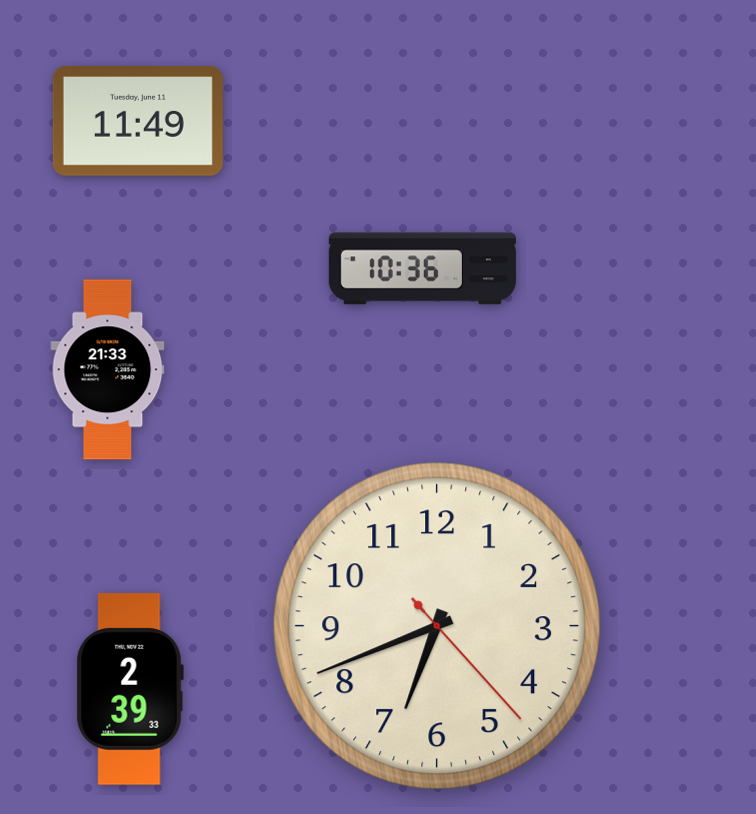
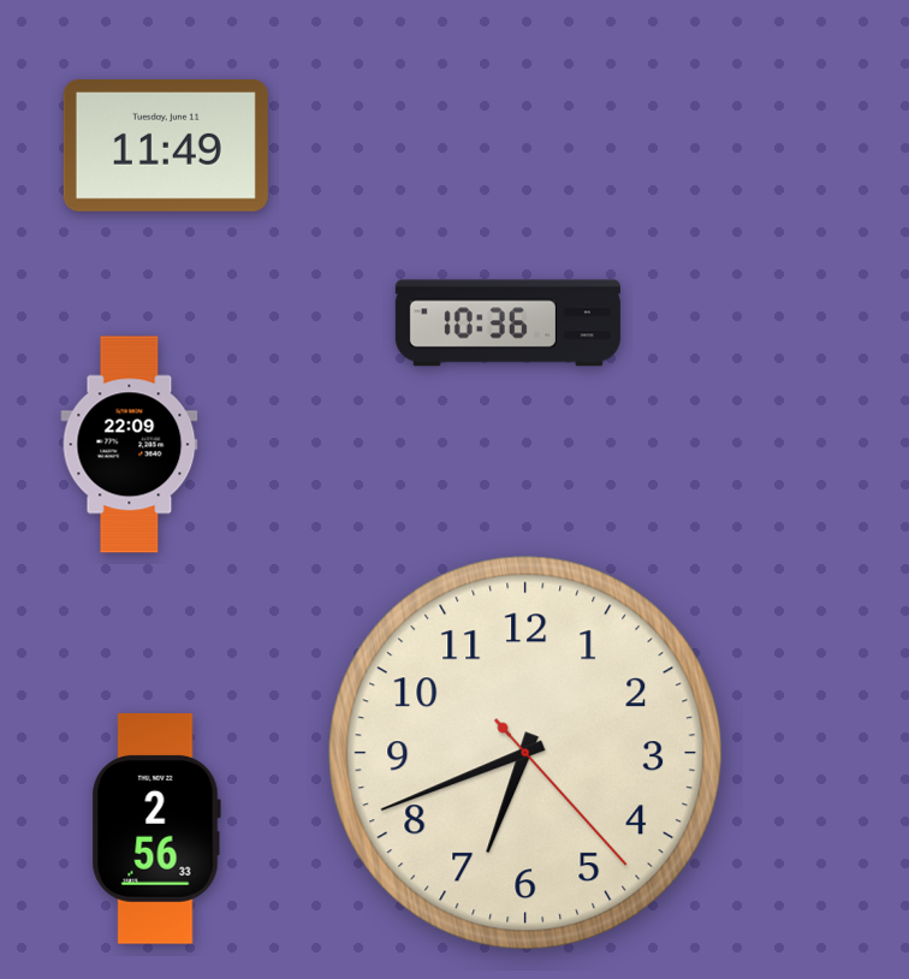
clock at (108, 370): 21:33 -> 22:09
clock at (130, 689): 2:39 -> 2:56
